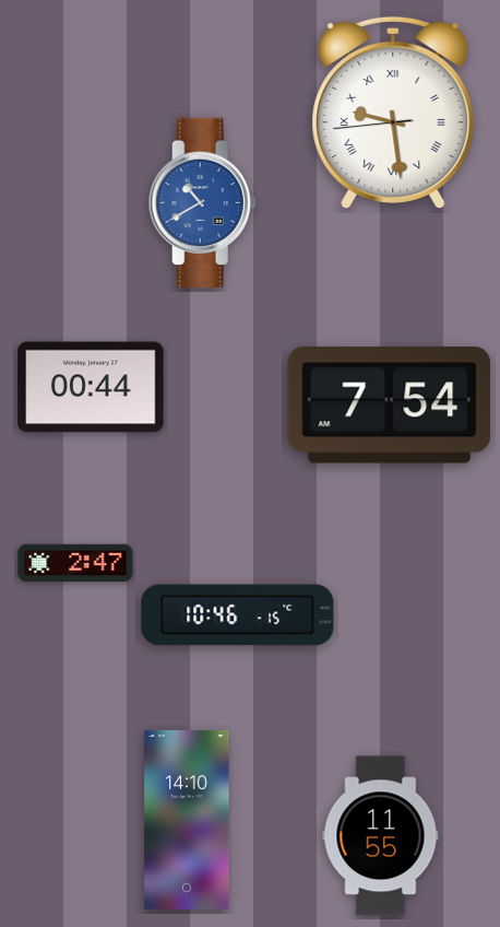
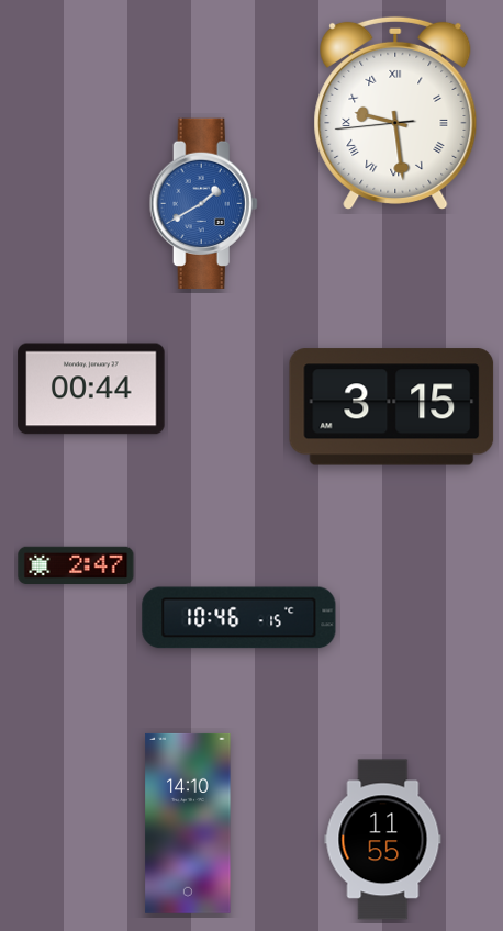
clock at (202, 202): 10:40 -> 1:40
clock at (390, 406): 7:54 -> 3:15
